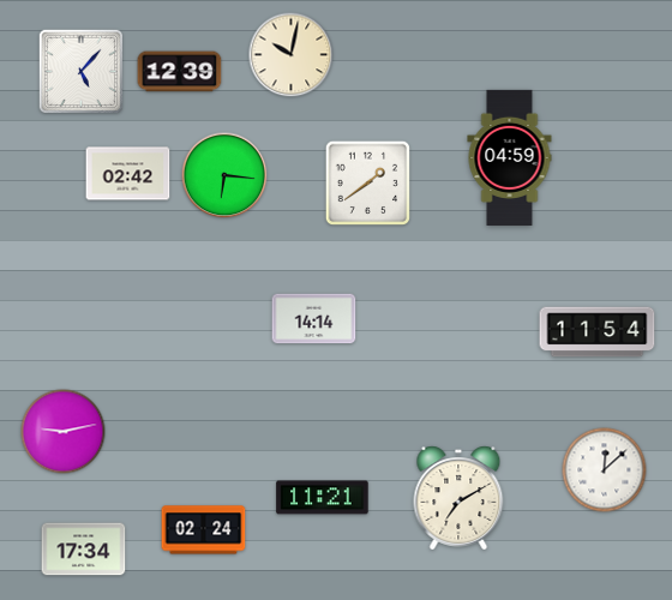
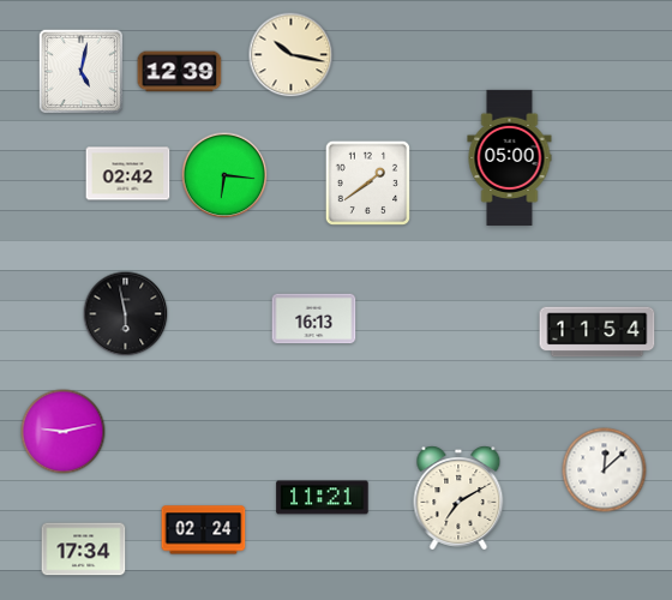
clock at (292, 55): 10:02 -> 10:17
clock at (82, 72): 5:07 -> 5:02
clock at (510, 157): 04:59 -> 05:00
clock at (126, 314): none -> 5:58
clock at (314, 319): 14:14 -> 16:13
